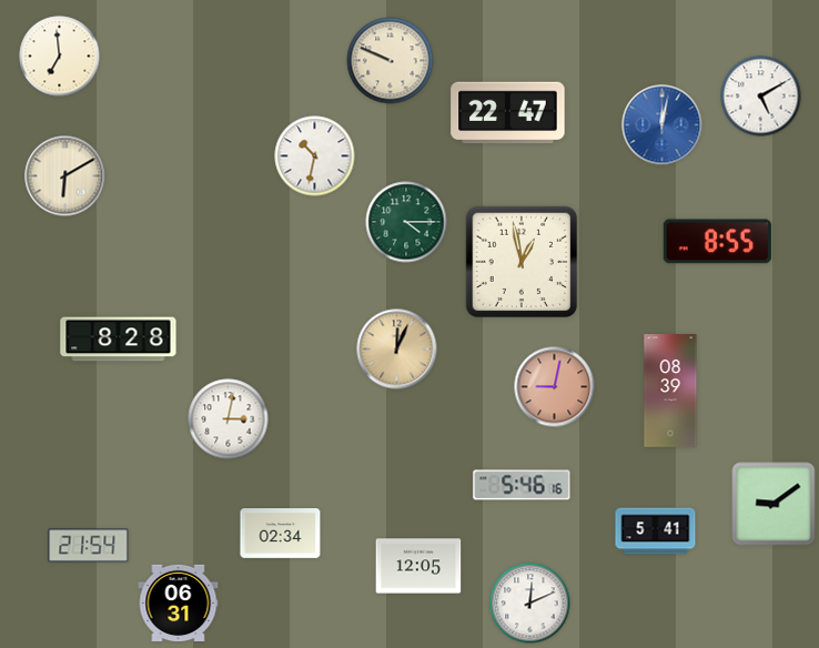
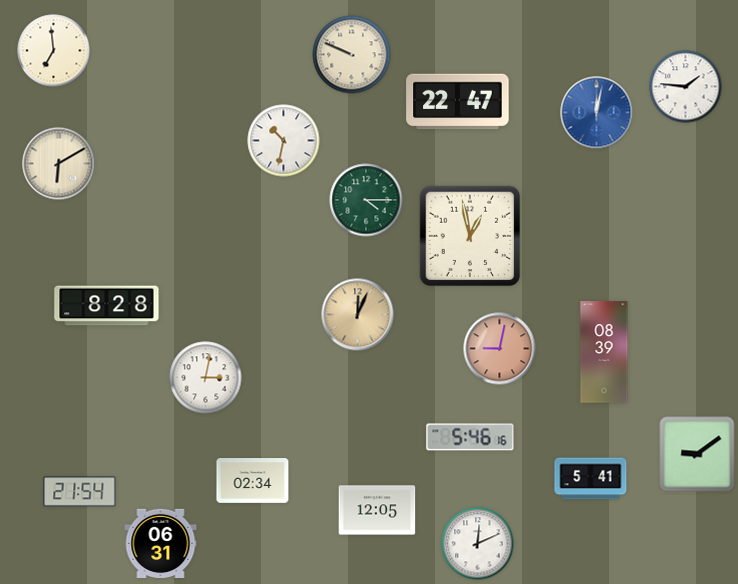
clock at (761, 97): 5:10 -> 1:46
clock at (65, 176) position: (65, 176) -> (59, 164)
clock at (717, 242): 8:55 -> none
